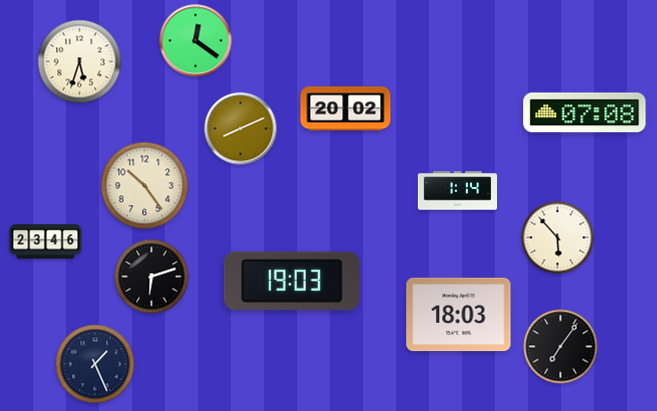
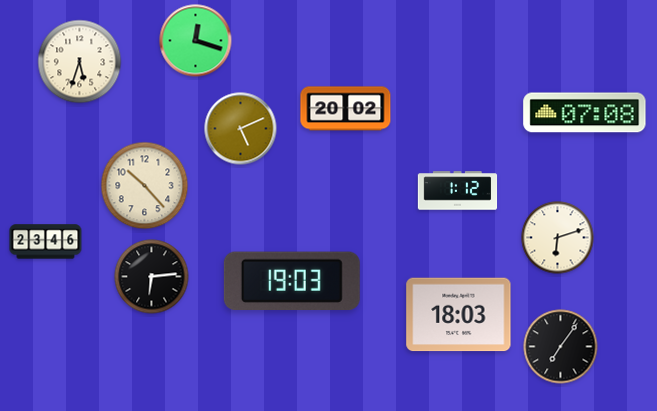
clock at (196, 41): 12:21 -> 12:18
clock at (241, 129): 8:11 -> 5:11
clock at (145, 186): 10:24 -> 10:23
clock at (458, 191): 1:14 -> 1:12
clock at (558, 238): 5:53 -> 6:12
clock at (152, 277): 6:12 -> 6:14
clock at (95, 364): 1:26 -> none
